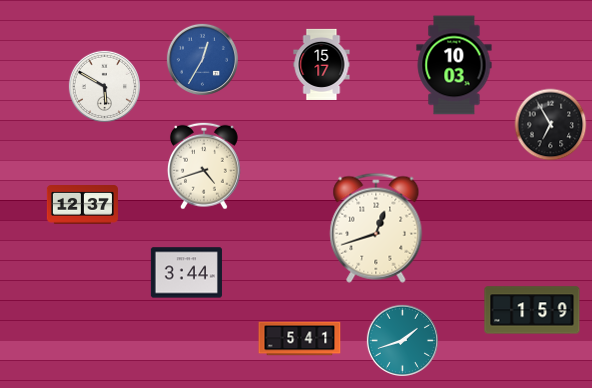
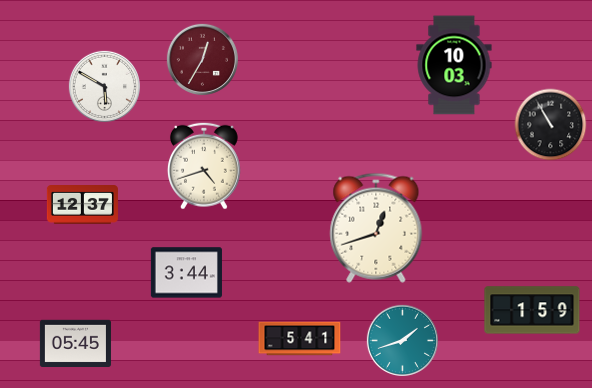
clock at (202, 59) dial: blue -> burgundy
clock at (322, 64): 15:17 -> none
clock at (551, 125): 6:55 -> 10:55
clock at (75, 344): none -> 05:45
